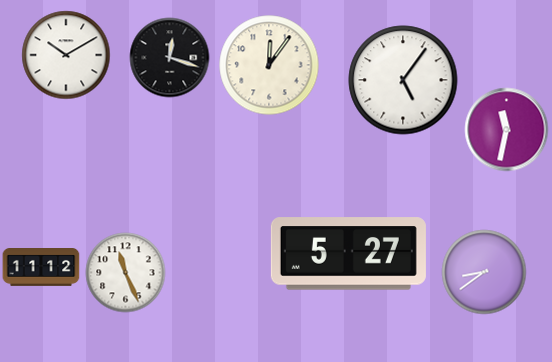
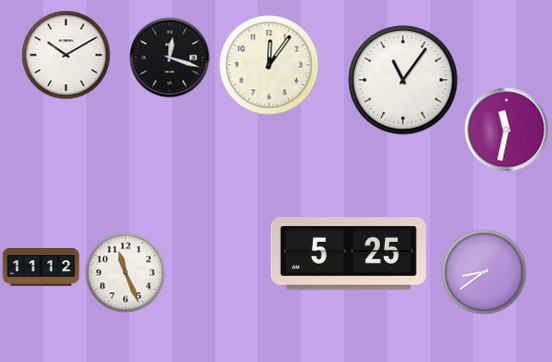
clock at (403, 80): 5:06 -> 11:06
clock at (348, 254): 5:27 -> 5:25
